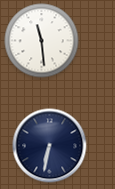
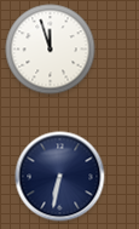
clock at (42, 41): 11:29 -> 11:57
